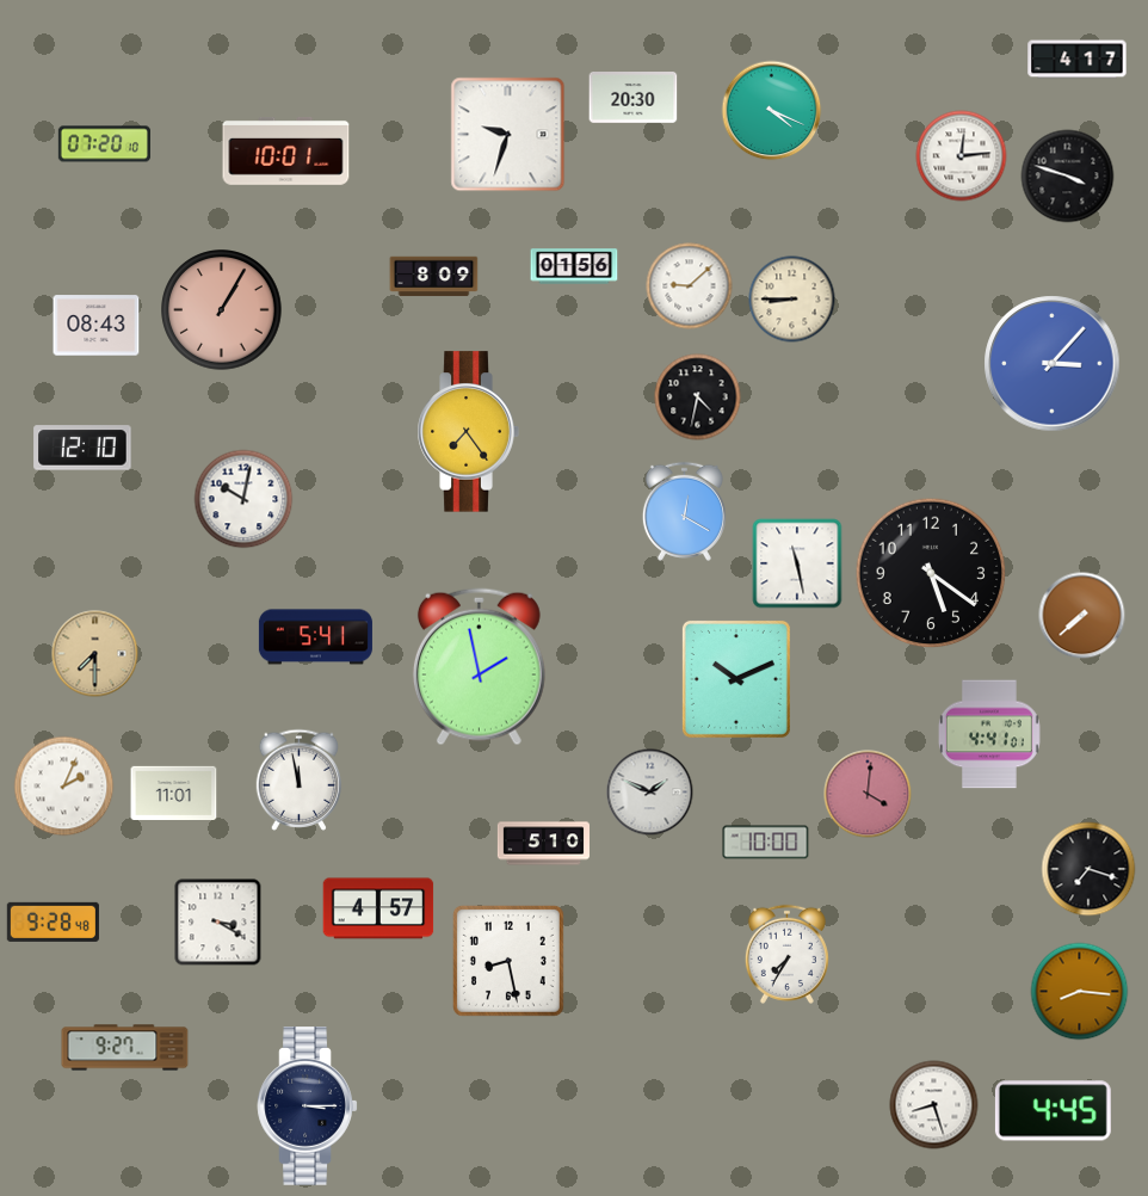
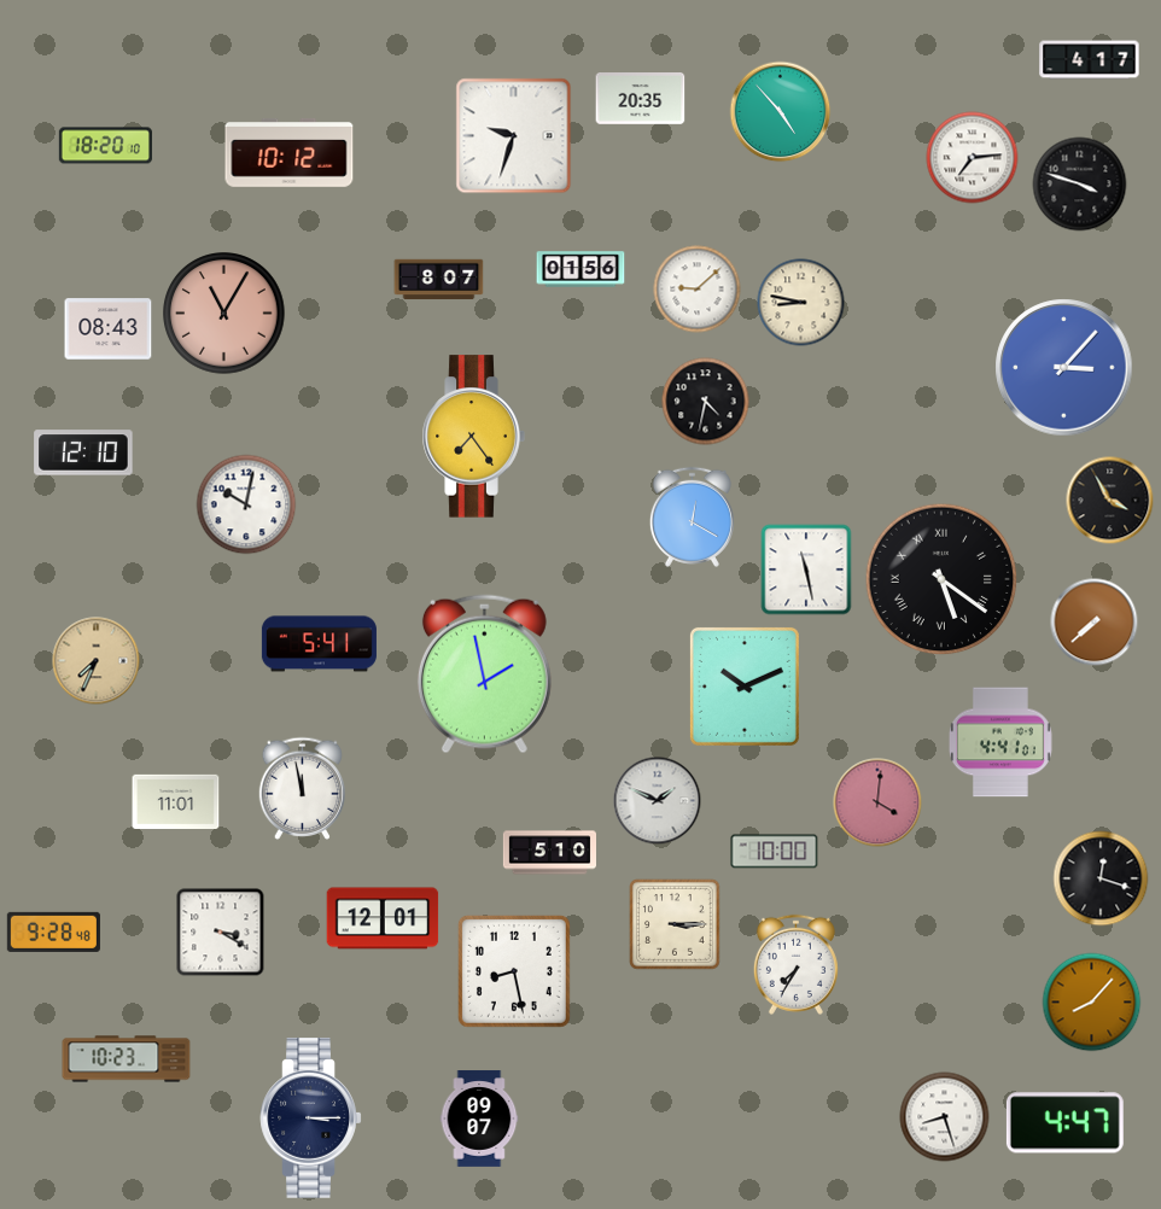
clock at (634, 98): 20:30 -> 20:35
clock at (772, 111): 4:19 -> 4:53
clock at (104, 144): 07:20 -> 18:20
clock at (286, 150): 10:01 -> 10:12
clock at (962, 156): 12:14 -> 7:14
clock at (1068, 177) position: (1068, 177) -> (1080, 185)
clock at (434, 277): 8:09 -> 8:07
clock at (792, 300): 8:45 -> 8:47
clock at (222, 310): 1:05 -> 11:05
clock at (97, 326) position: (97, 326) -> (109, 329)
clock at (1110, 501): none -> 3:55
clock at (931, 573) numerals: Arabic -> Roman
clock at (95, 654): 7:30 -> 7:34
clock at (64, 787): 2:04 -> none
clock at (1088, 869): 7:18 -> 12:18
clock at (378, 908): 4:57 -> 12:01
clock at (676, 925): none -> 3:15
clock at (1080, 992): 8:16 -> 8:07
clock at (125, 1048): 9:27 -> 10:23
clock at (479, 1119): none -> 09:07
clock at (1053, 1111): 4:45 -> 4:47
